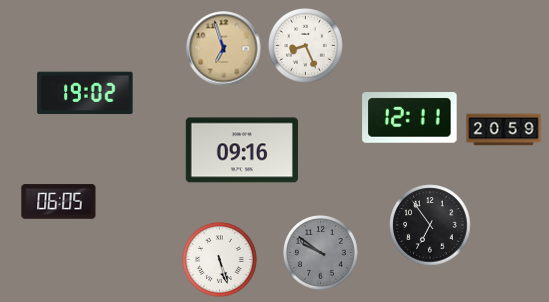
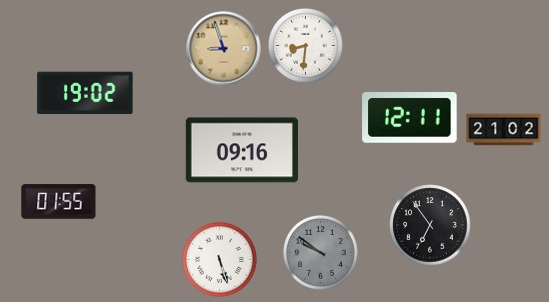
clock at (306, 46): 8:26 -> 8:31
clock at (224, 49): 6:57 -> 8:57
clock at (504, 130): 20:59 -> 21:02
clock at (59, 202): 06:05 -> 01:55
